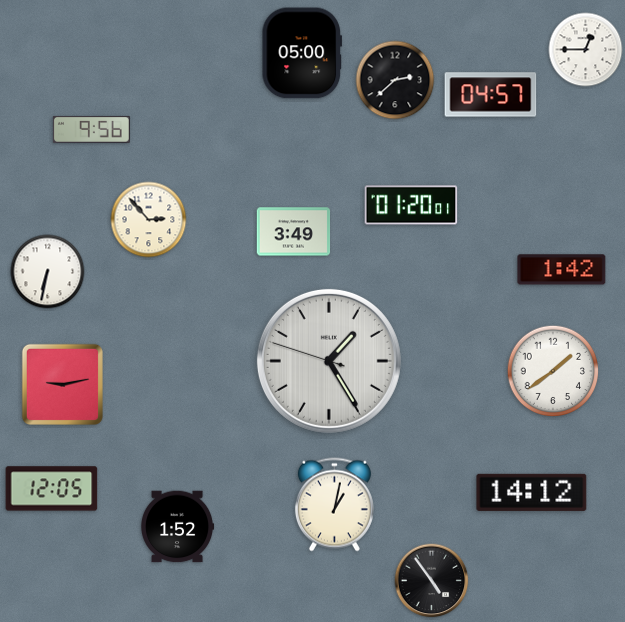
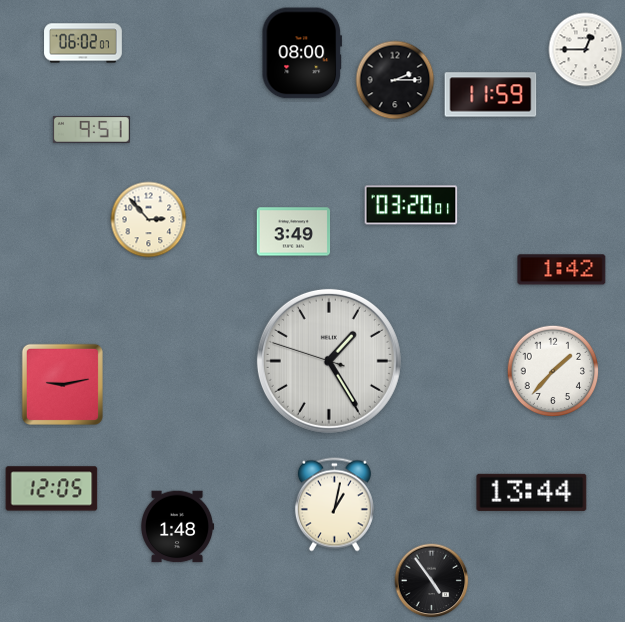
clock at (83, 43): none -> 06:02
clock at (301, 53): 05:00 -> 08:00
clock at (395, 80): 2:38 -> 2:15
clock at (491, 95): 04:57 -> 11:59
clock at (91, 130): 9:56 -> 9:51
clock at (411, 205): 01:20 -> 03:20
clock at (48, 272): 6:32 -> none
clock at (553, 371): 1:39 -> 1:37
clock at (532, 492): 14:12 -> 13:44
clock at (177, 527): 1:52 -> 1:48
